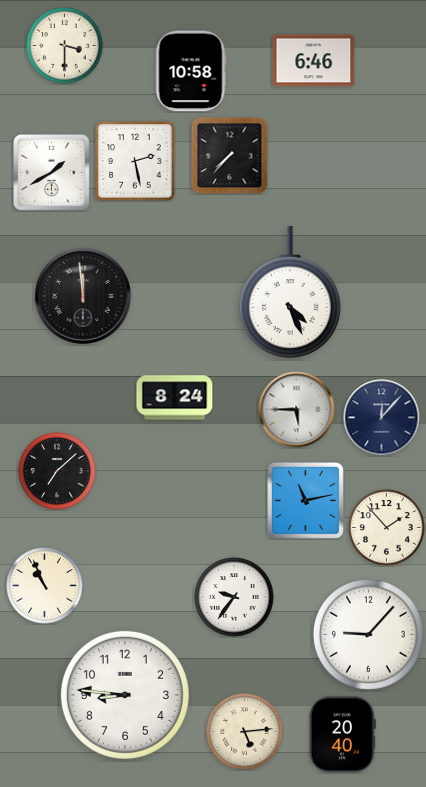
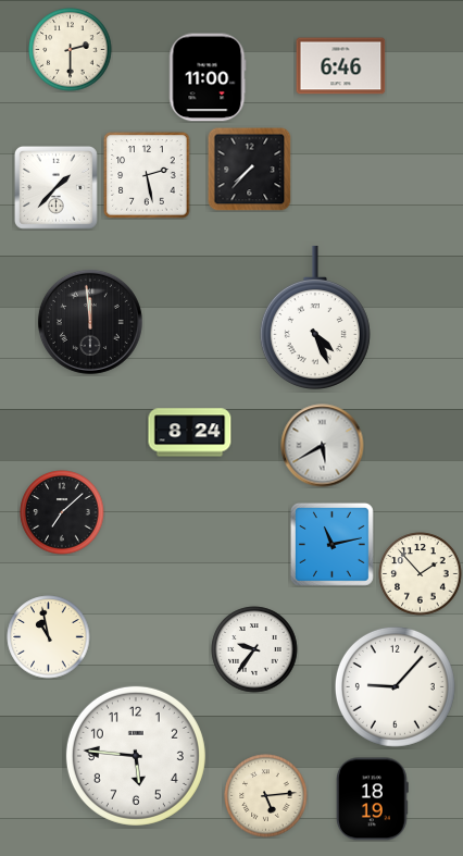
clock at (65, 46): 3:30 -> 2:30
clock at (191, 71): 10:58 -> 11:00
clock at (52, 173): 1:40 -> 1:37
clock at (297, 410): 5:45 -> 5:40
clock at (382, 418): 12:07 -> none
clock at (45, 586): 10:56 -> 10:58
clock at (368, 634) position: (368, 634) -> (395, 686)
clock at (125, 695): 8:46 -> 5:46
clock at (343, 735): 20:40 -> 18:19
